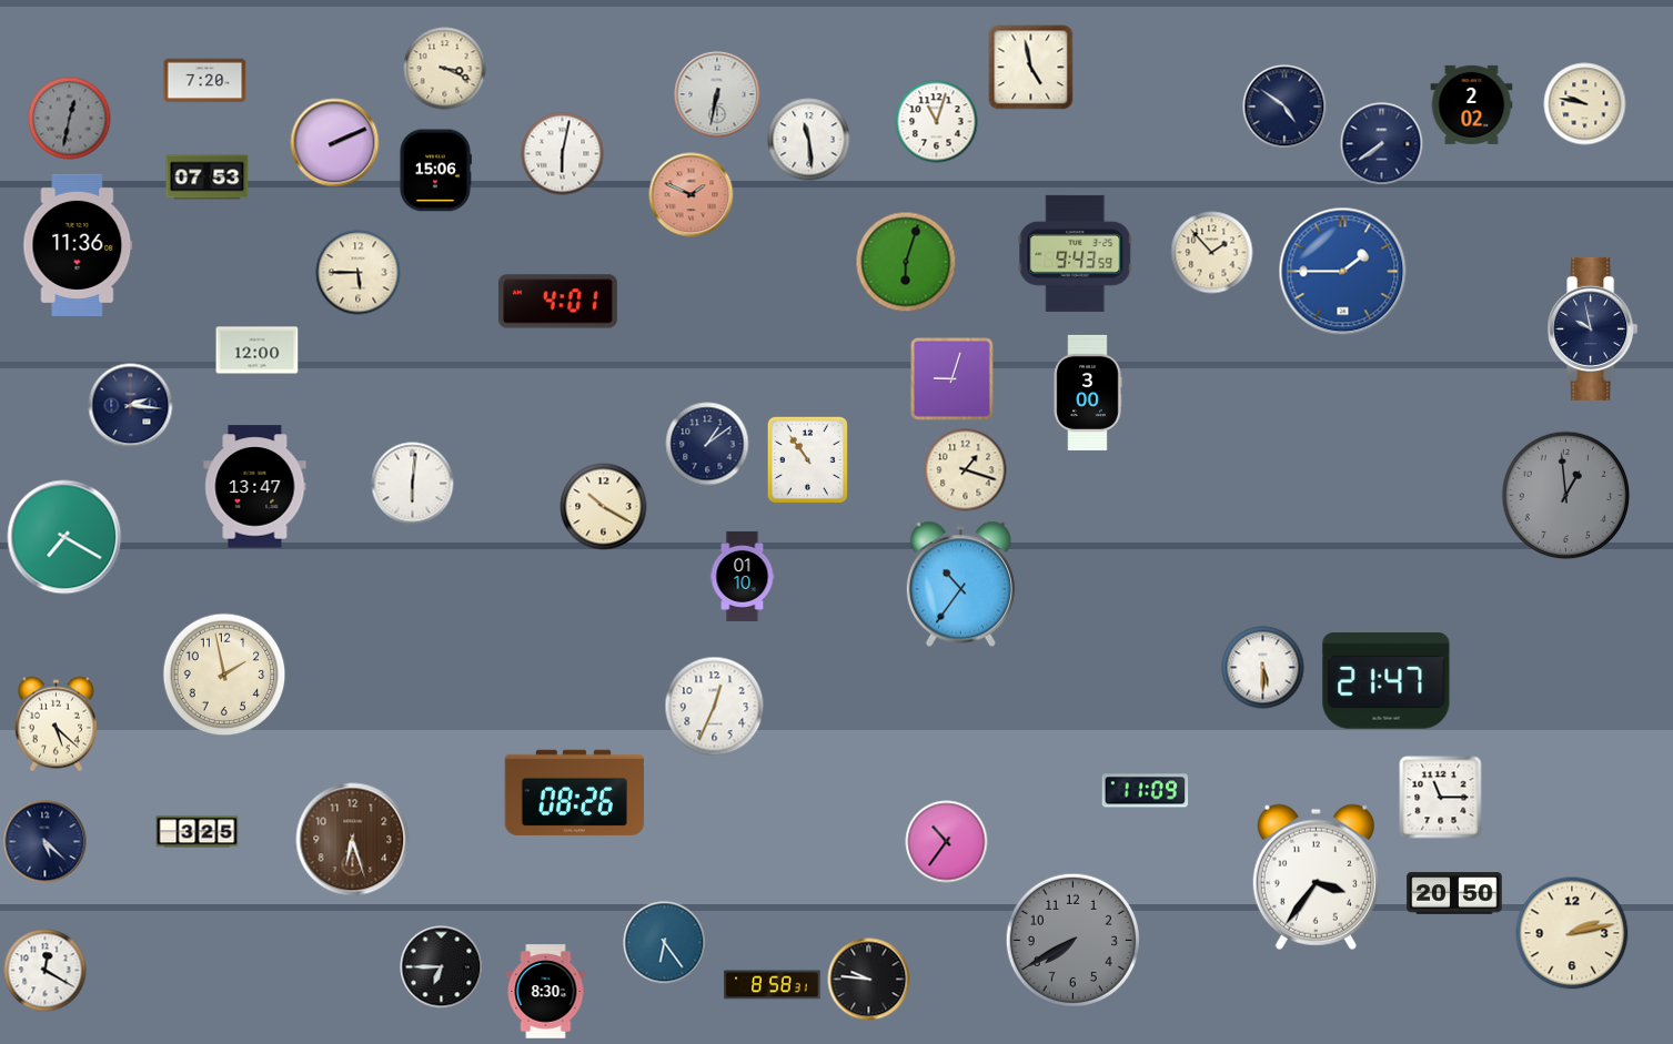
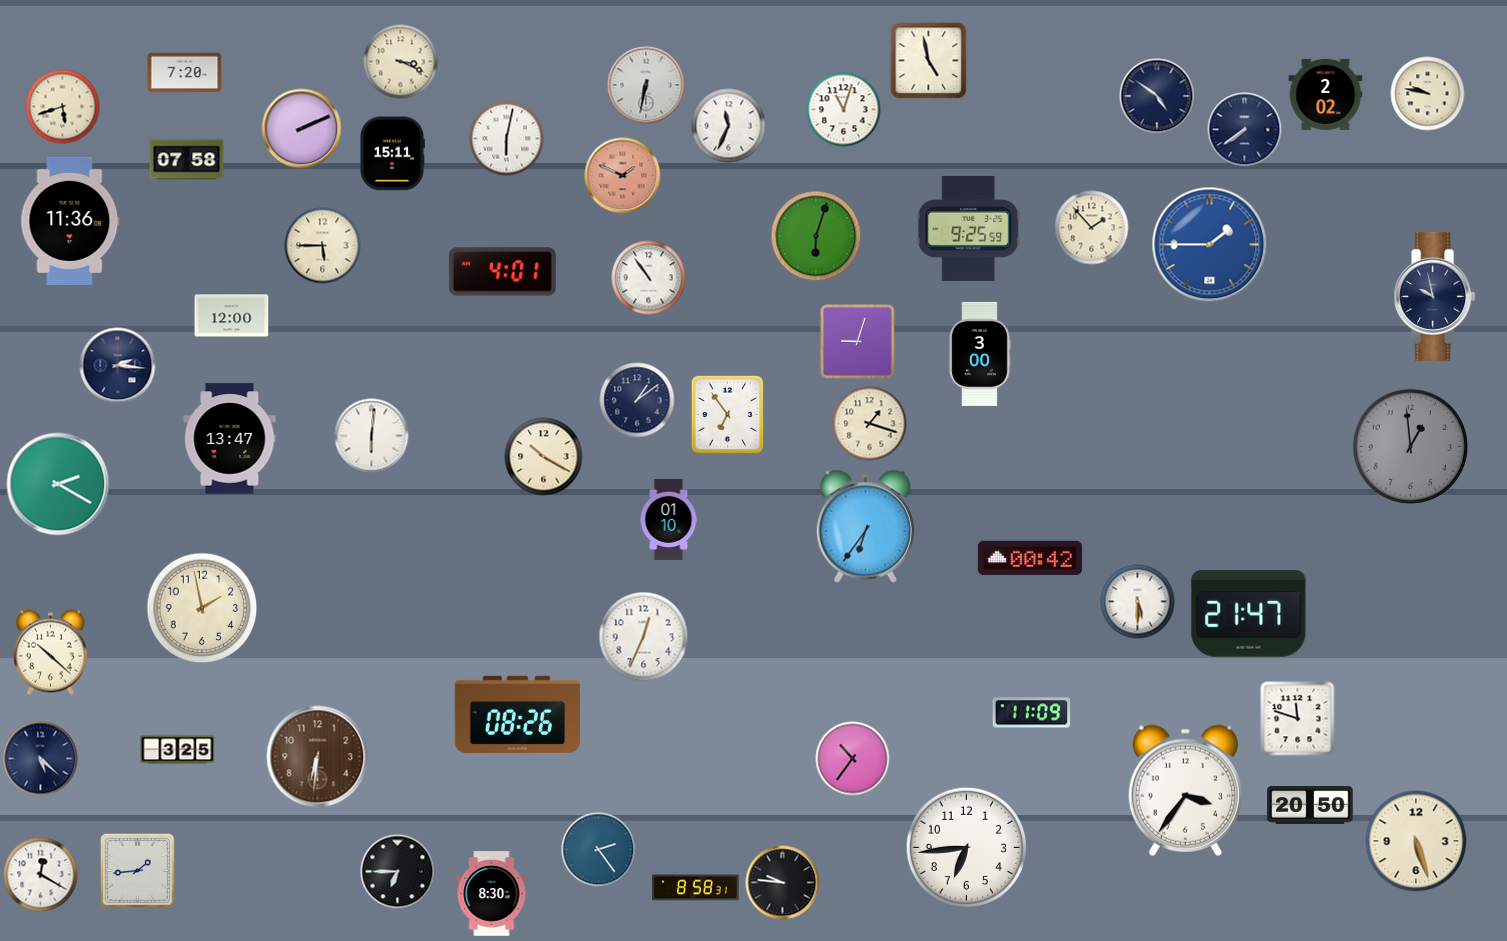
clock at (70, 119): 12:32 -> 5:42
clock at (70, 119) dial: grey -> cream
clock at (809, 140): 11:29 -> 11:34
clock at (435, 171): 15:06 -> 15:11
clock at (208, 178): 07:53 -> 07:58
clock at (1076, 253): 9:43 -> 9:25
clock at (649, 278): none -> 10:54
clock at (807, 459): 10:54 -> 6:54
clock at (64, 537): 7:20 -> 2:20
clock at (960, 585): 10:36 -> 6:36
clock at (1030, 558): none -> 00:42
clock at (56, 724): 5:22 -> 10:22
clock at (1441, 798): 11:15 -> 11:48
clock at (353, 840): 6:27 -> 6:31
clock at (1572, 933): 2:13 -> 5:27
clock at (1072, 940): 7:40 -> 6:44
clock at (1072, 940) dial: grey -> white
clock at (665, 943): 6:24 -> 2:24
clock at (137, 870): none -> 1:44
